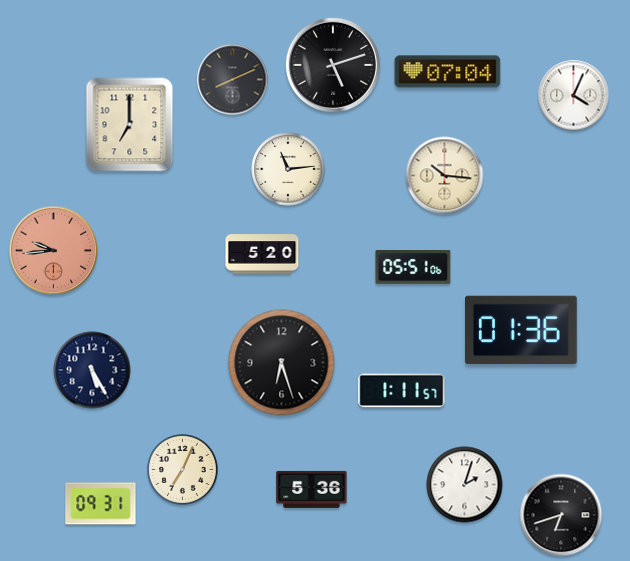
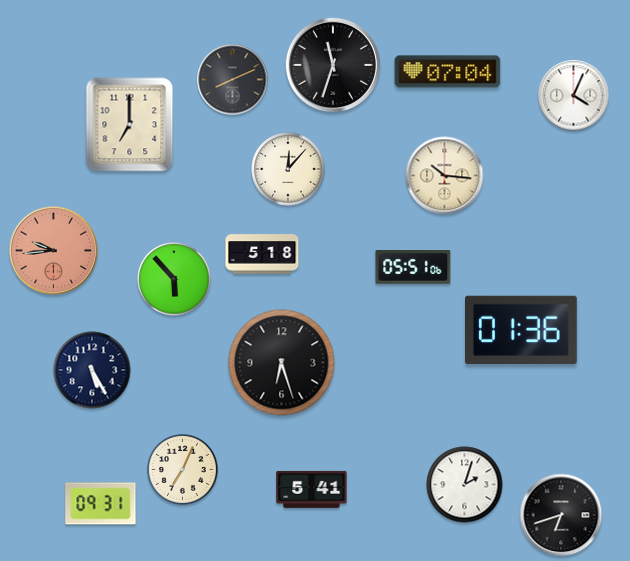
clock at (333, 65): 5:12 -> 11:33
clock at (288, 169): 11:14 -> 12:07
clock at (262, 254): 5:20 -> 5:18
clock at (174, 279): none -> 5:53
clock at (402, 391): 1:11 -> none
clock at (312, 489): 5:36 -> 5:41
